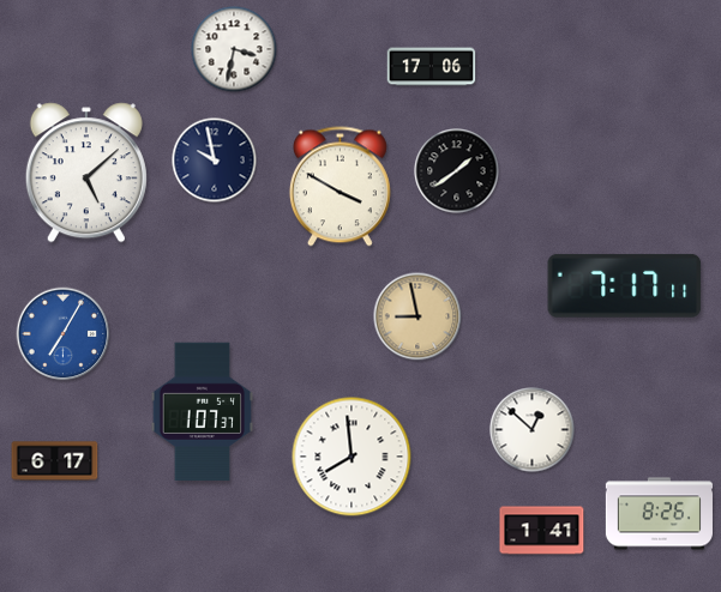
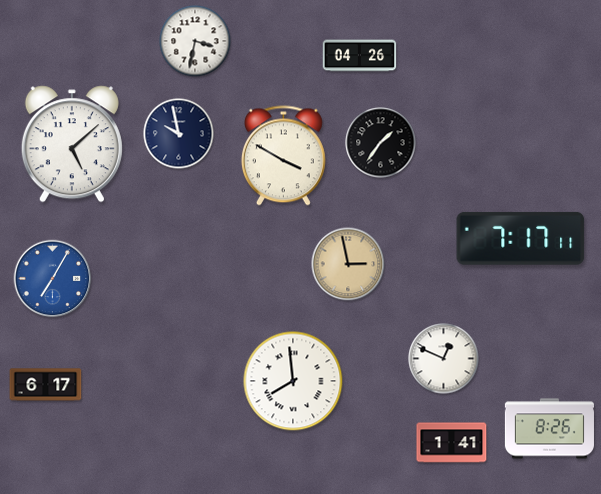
clock at (432, 67): 17:06 -> 04:26
clock at (457, 171): 1:39 -> 1:36
clock at (417, 316): 8:58 -> 2:58
clock at (203, 412): 1:07 -> none
clock at (533, 430): 12:52 -> 12:49
